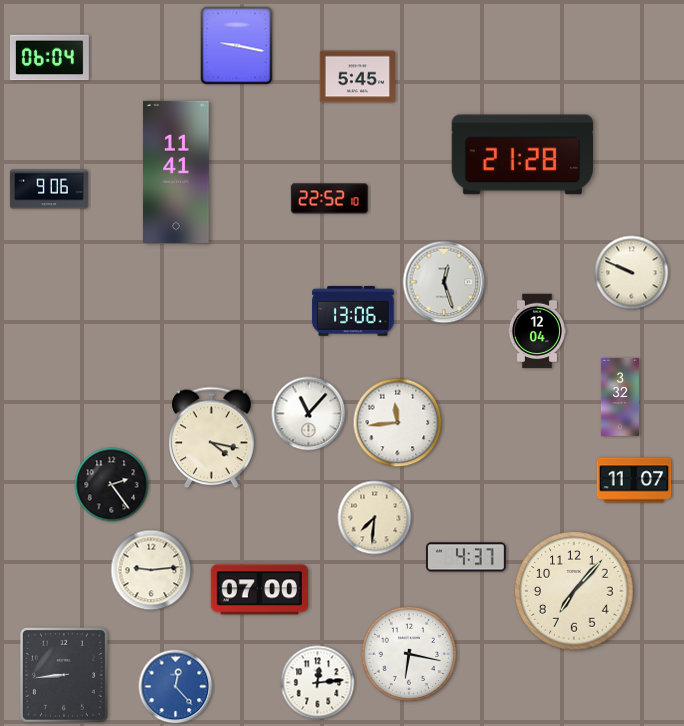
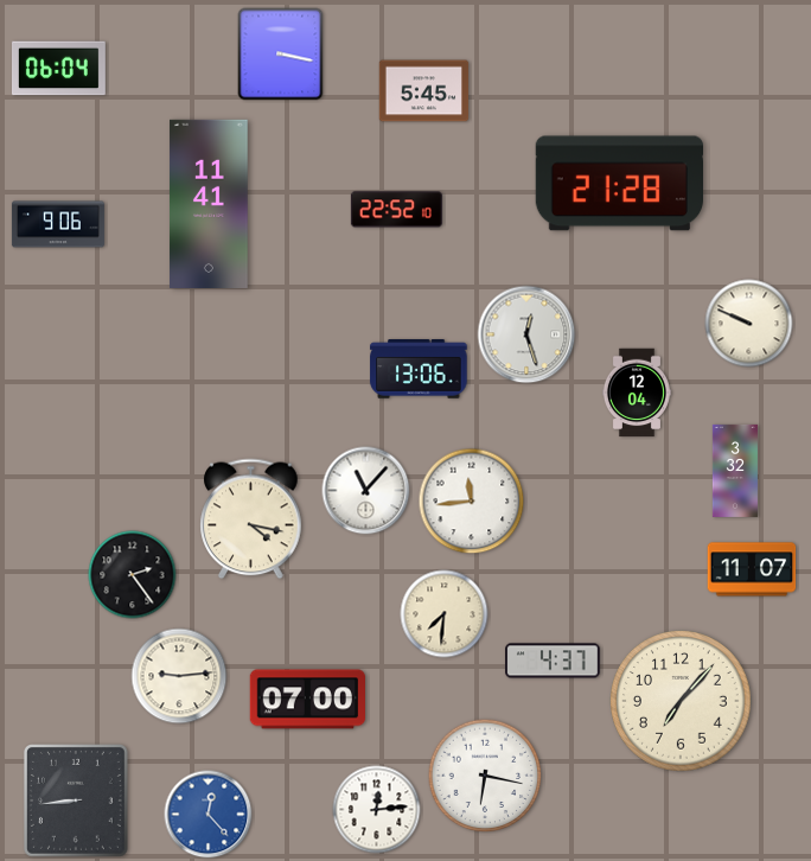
clock at (237, 46): 9:17 -> 3:17
clock at (329, 199) position: (329, 199) -> (396, 210)
